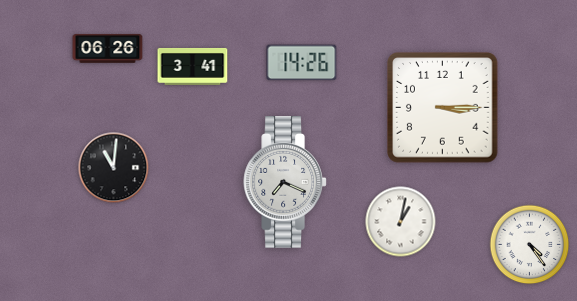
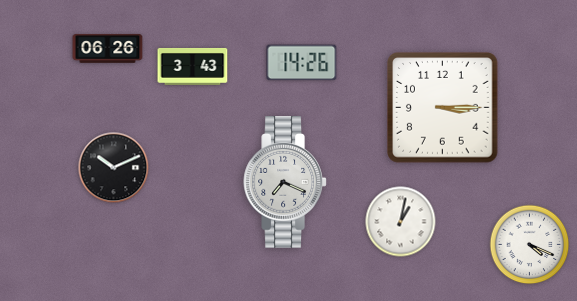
clock at (193, 66): 3:41 -> 3:43
clock at (114, 168): 11:01 -> 10:11
clock at (530, 245): 4:24 -> 4:19
